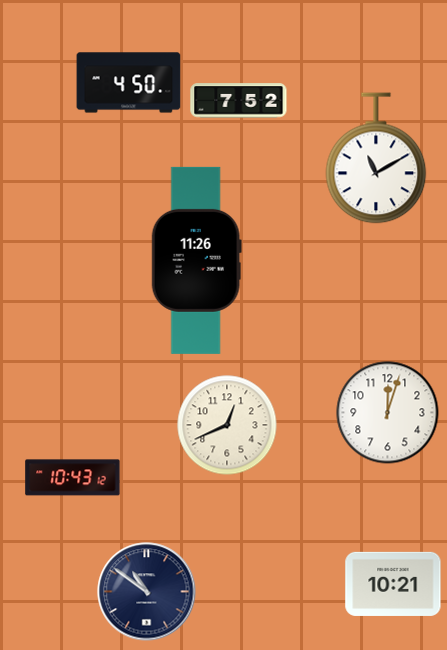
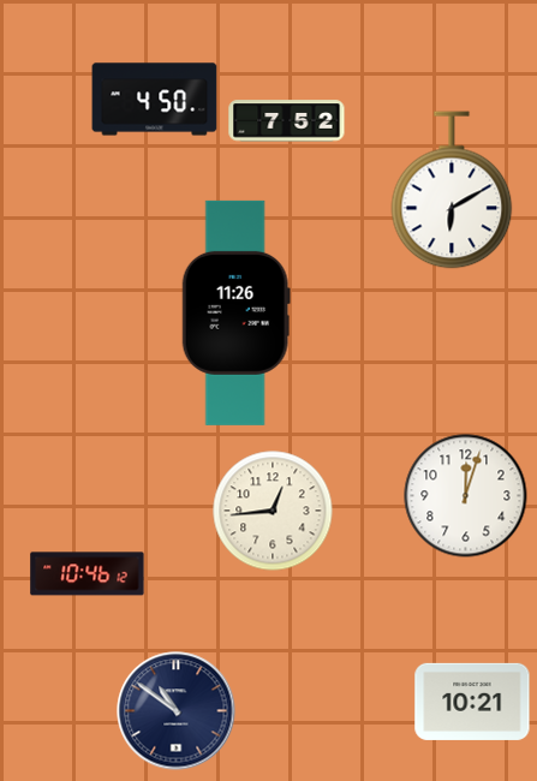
clock at (376, 158): 11:10 -> 6:10
clock at (227, 425): 12:41 -> 12:44
clock at (73, 478): 10:43 -> 10:46
